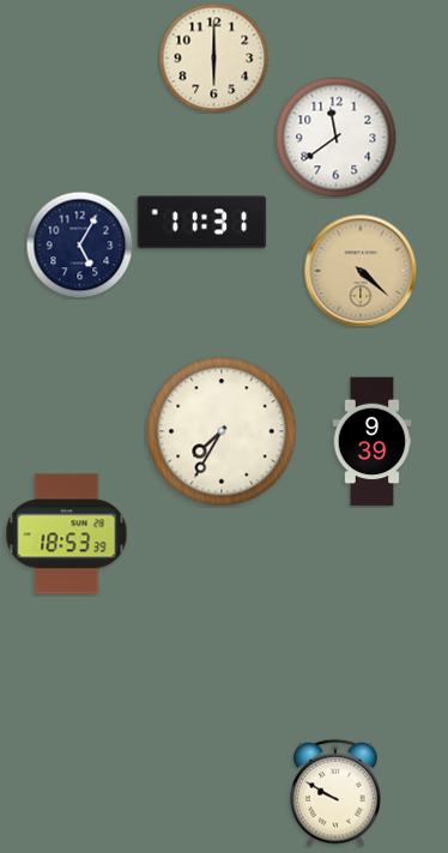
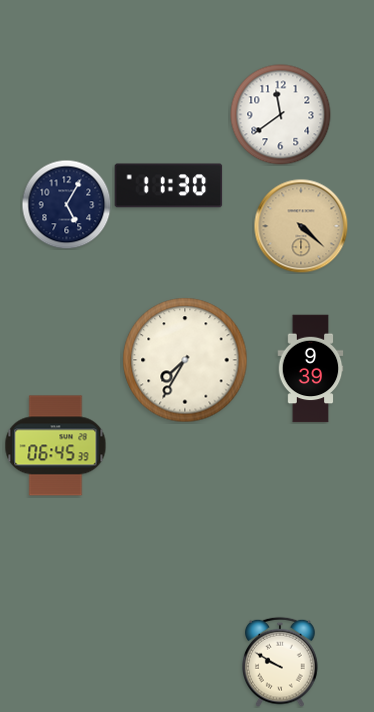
clock at (213, 58): 6:00 -> none
clock at (202, 223): 11:31 -> 11:30
clock at (67, 534): 18:53 -> 06:45
